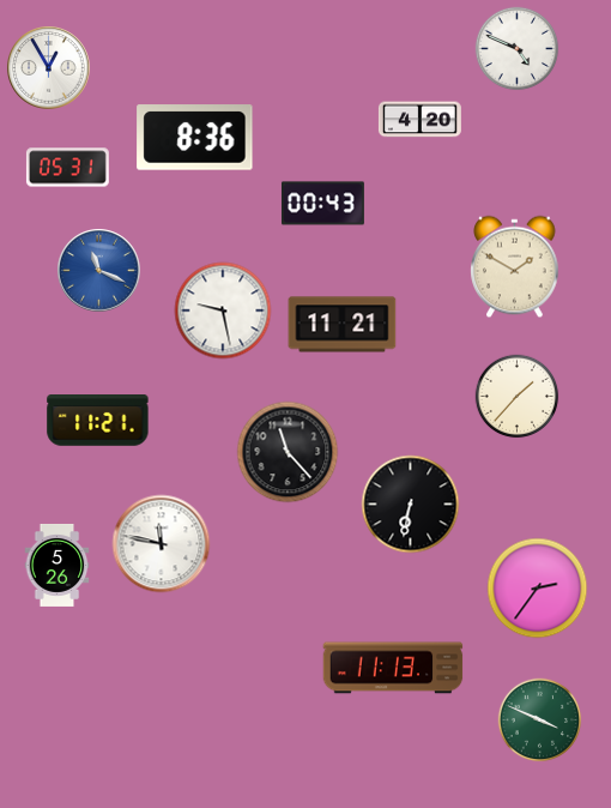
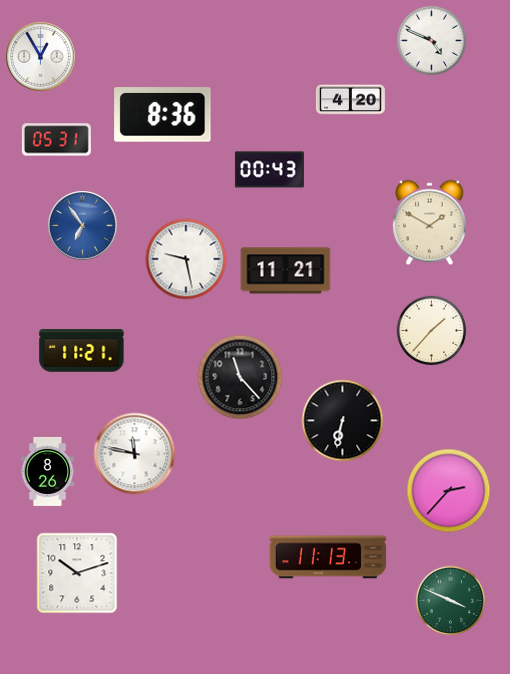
clock at (99, 271): 11:19 -> 6:54
clock at (58, 565): 5:26 -> 8:26
clock at (538, 589): 2:36 -> 2:37
clock at (77, 573): none -> 10:12
